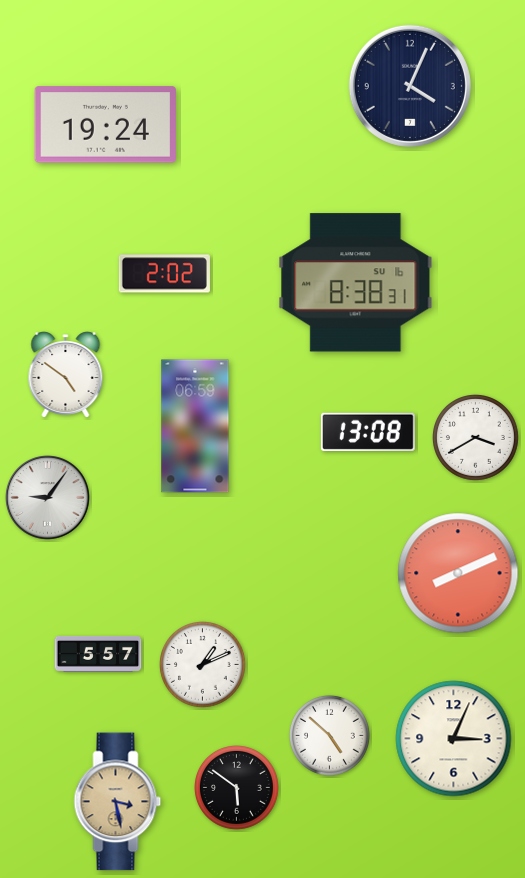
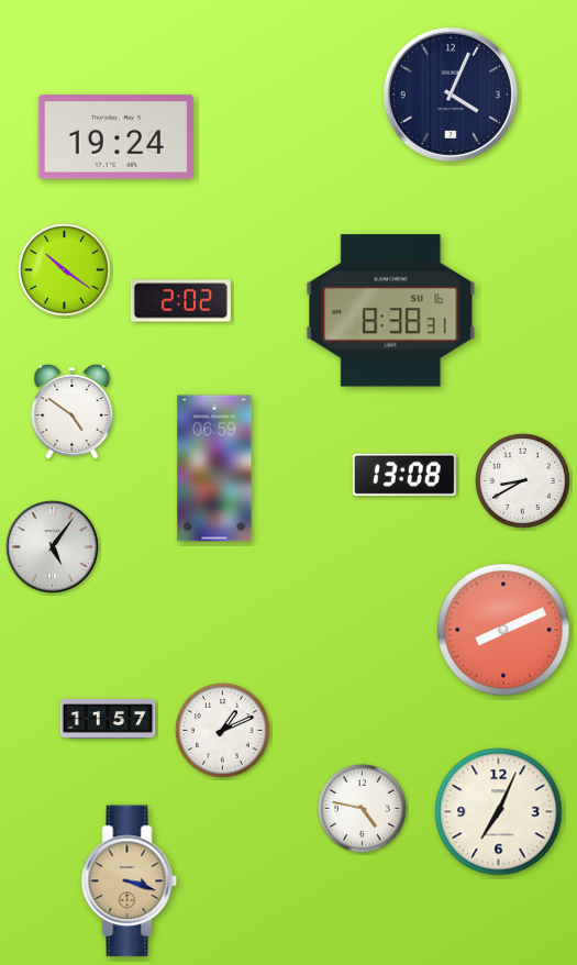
clock at (65, 270): none -> 10:21
clock at (476, 438): 3:40 -> 8:40
clock at (48, 498): 9:06 -> 5:06
clock at (98, 654): 5:57 -> 11:57
clock at (329, 735): 4:52 -> 4:47
clock at (454, 739): 3:04 -> 7:04
clock at (237, 788): 5:51 -> none
clock at (118, 802): 3:28 -> 3:18
